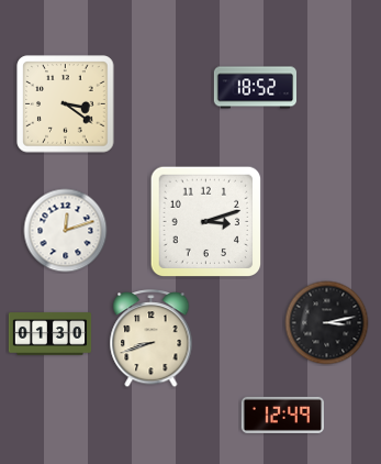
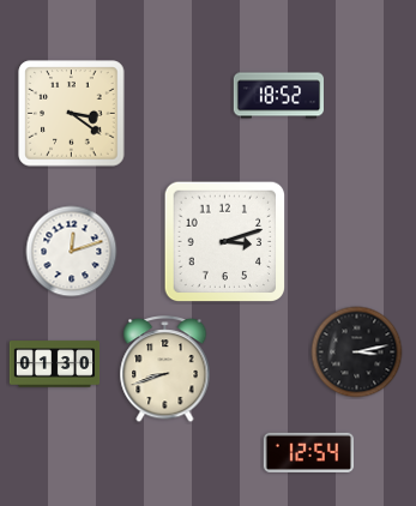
clock at (282, 415): 12:49 -> 12:54
